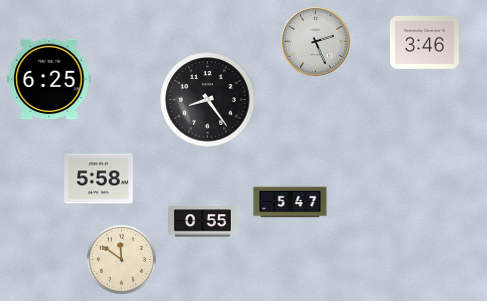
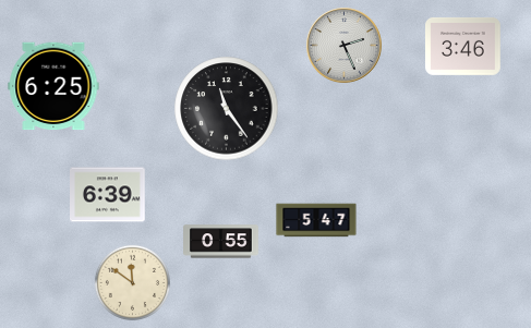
clock at (208, 100): 8:24 -> 11:24
clock at (99, 179): 5:58 -> 6:39
